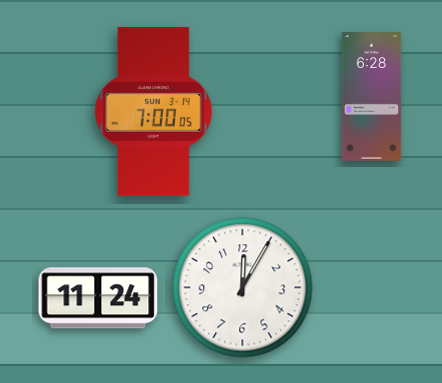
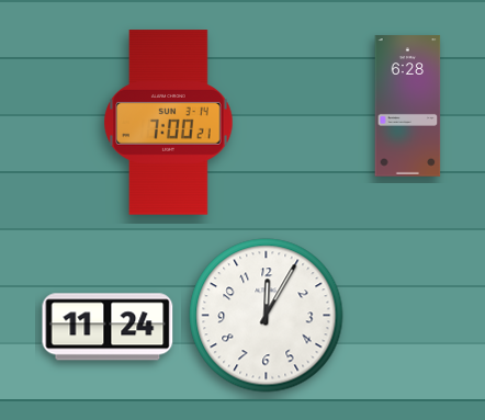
clock at (154, 112): 7:00:05 -> 7:00:21
